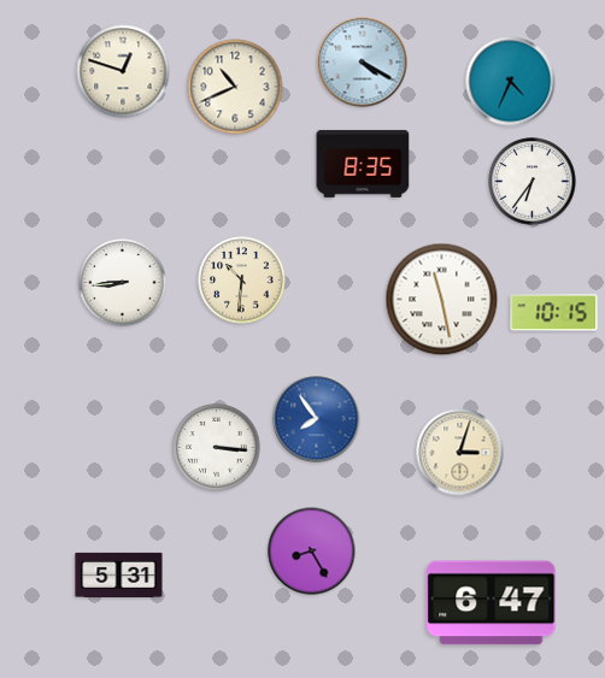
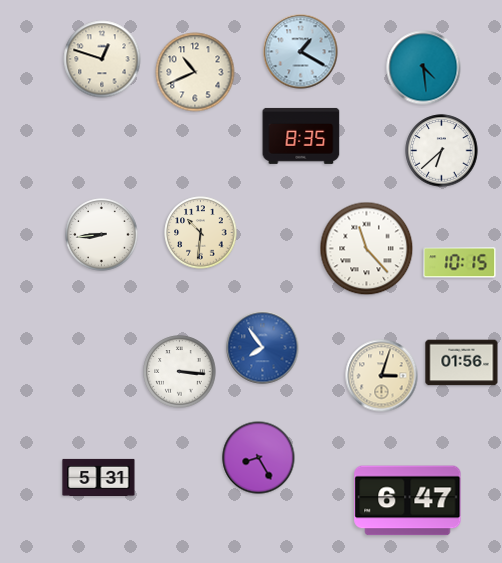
clock at (363, 63): 4:20 -> 1:20
clock at (511, 82): 4:34 -> 4:29
clock at (533, 182): 6:36 -> 6:38
clock at (442, 300): 11:28 -> 11:23
clock at (554, 313) position: (554, 313) -> (460, 263)
clock at (462, 363): none -> 01:56
